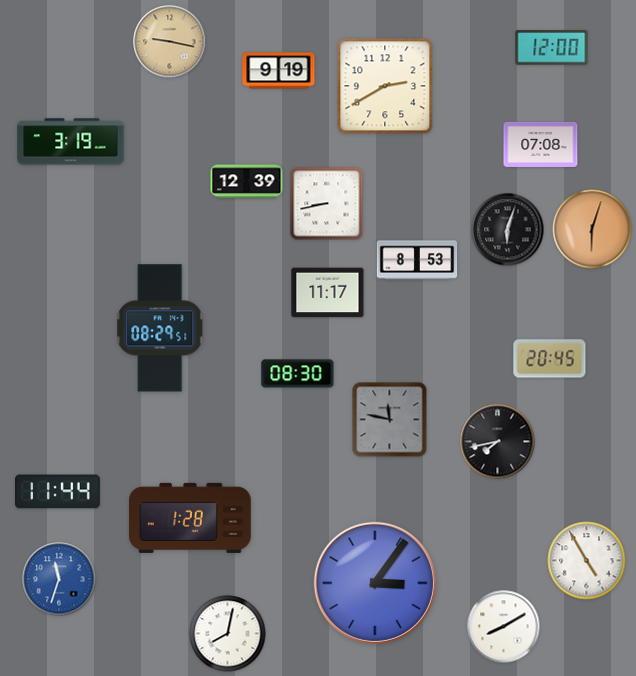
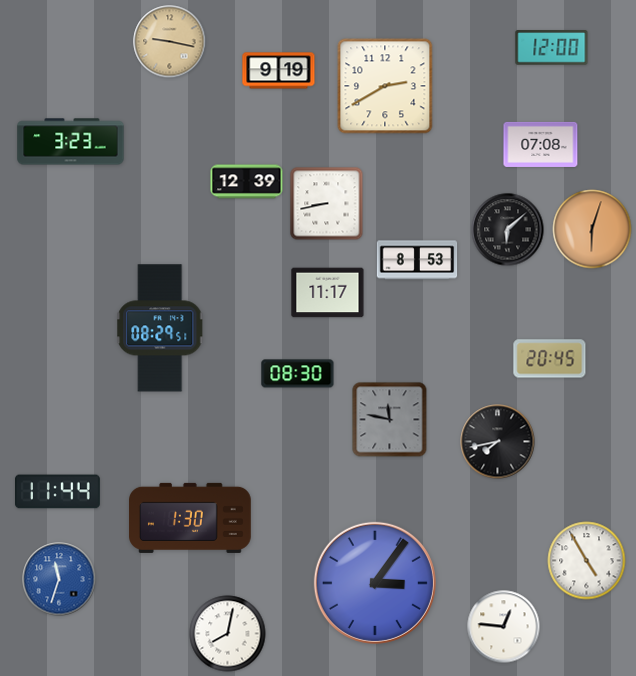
clock at (71, 142): 3:19 -> 3:23
clock at (508, 230): 6:03 -> 6:08
clock at (191, 518): 1:28 -> 1:30
clock at (504, 627): 8:10 -> 12:46
